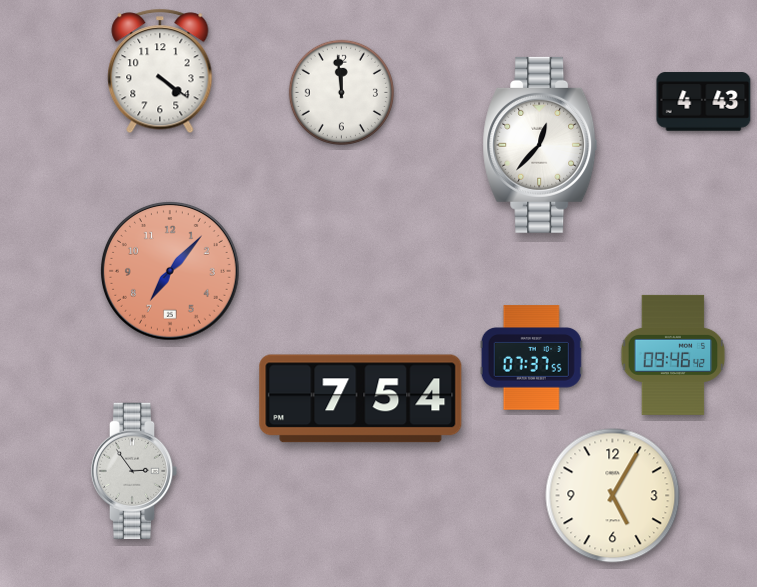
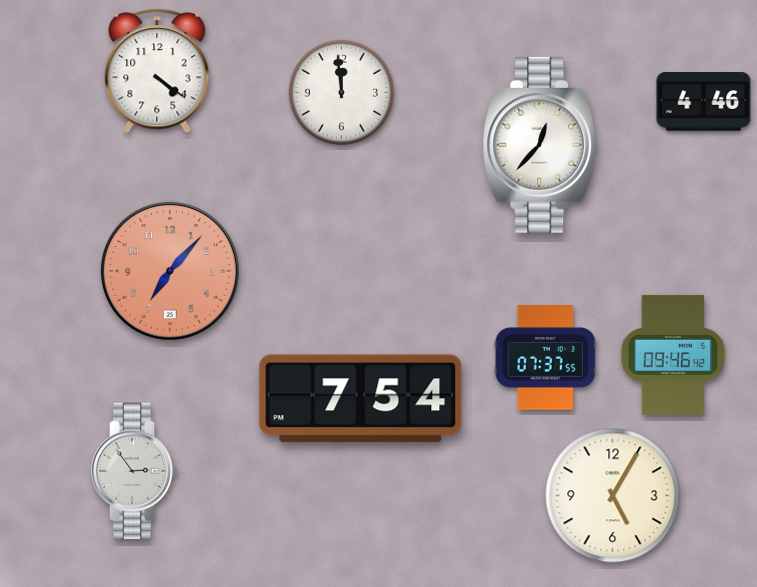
clock at (160, 71) position: (160, 71) -> (157, 71)
clock at (704, 102): 4:43 -> 4:46
clock at (531, 358) position: (531, 358) -> (545, 358)
